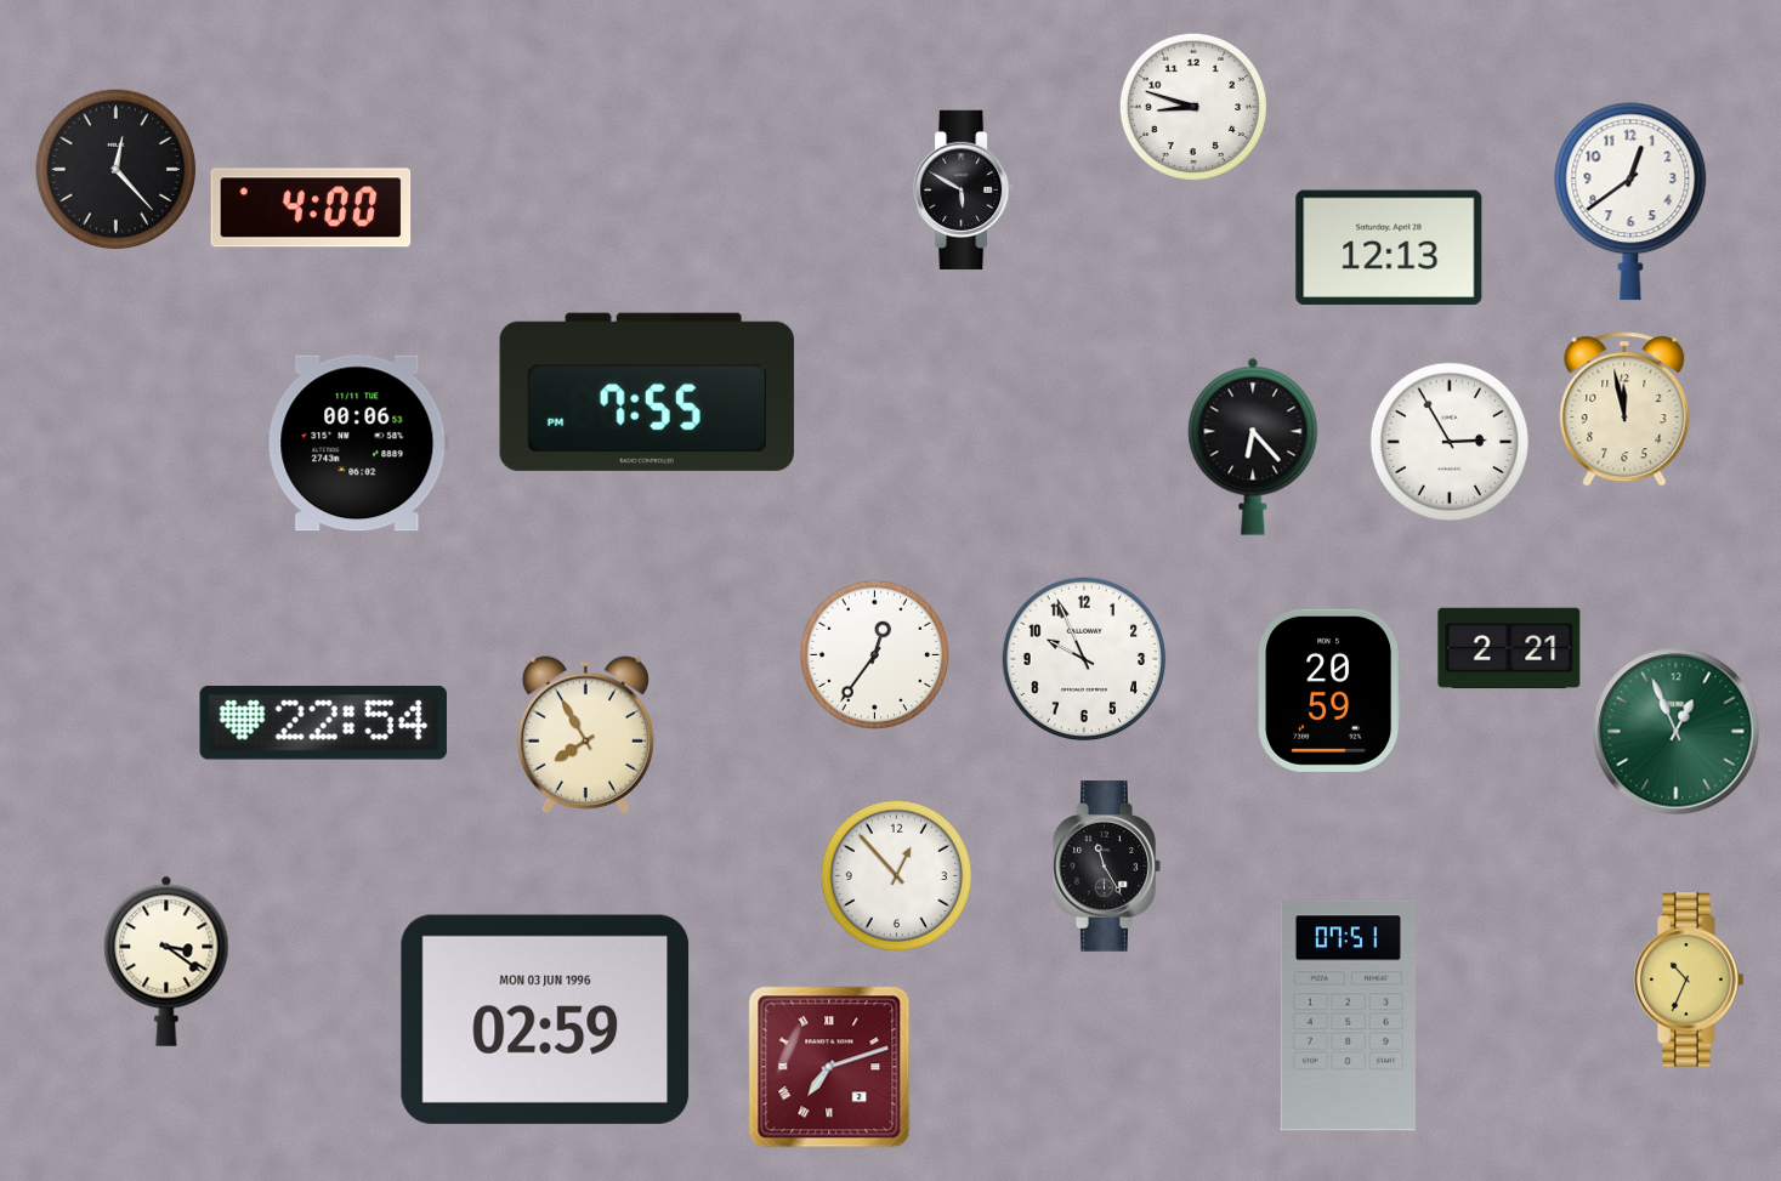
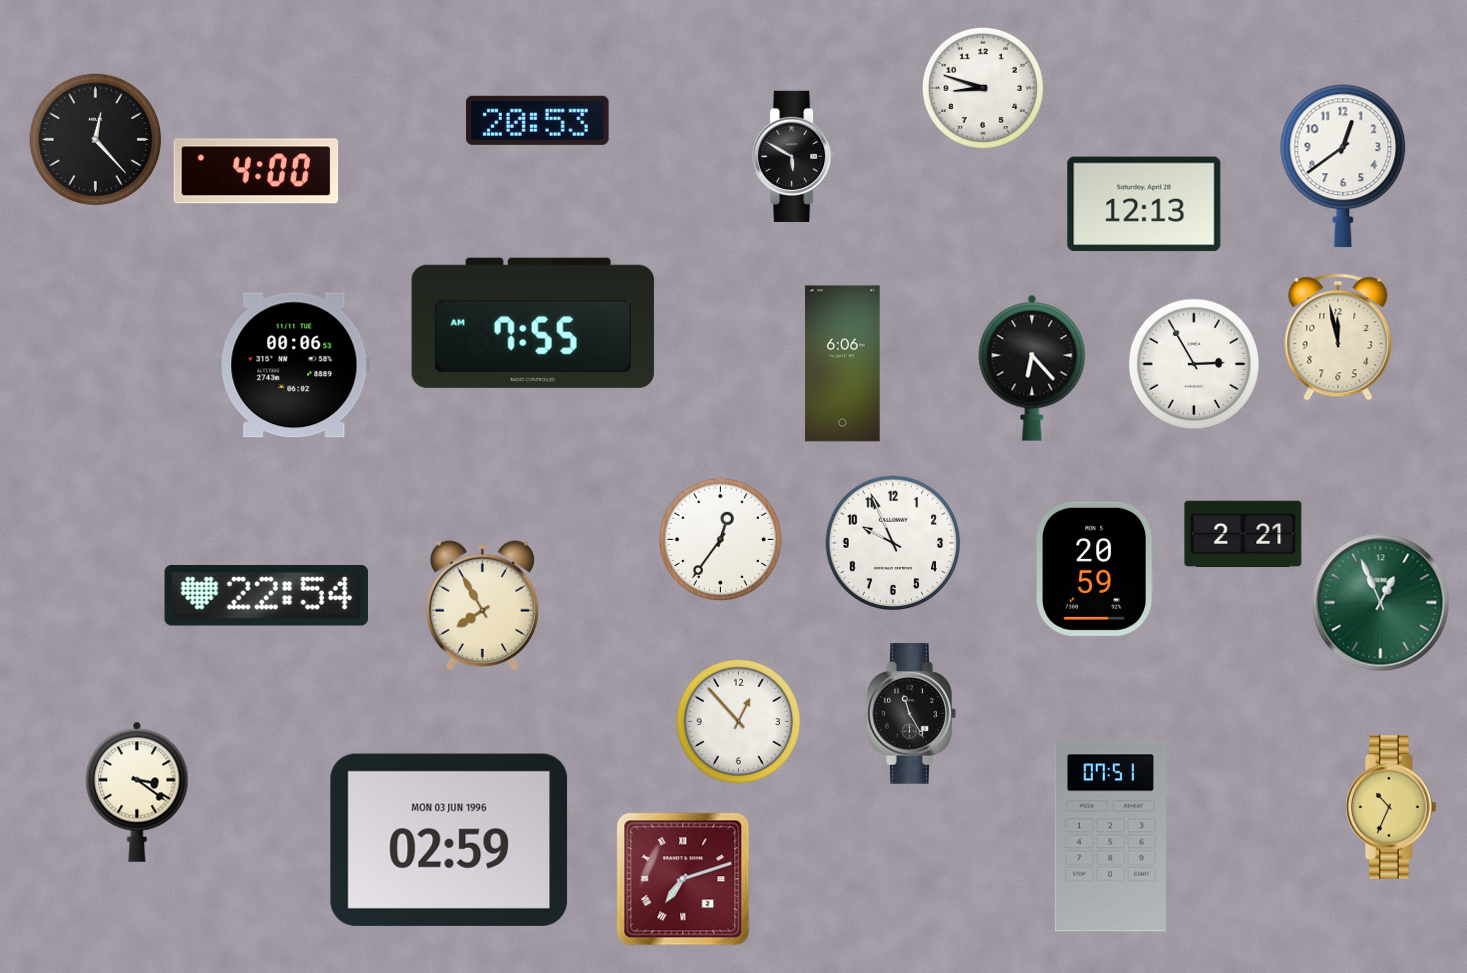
clock at (538, 120): none -> 20:53
clock at (647, 392): 7:55 PM -> 7:55 AM
clock at (843, 364): none -> 6:06
